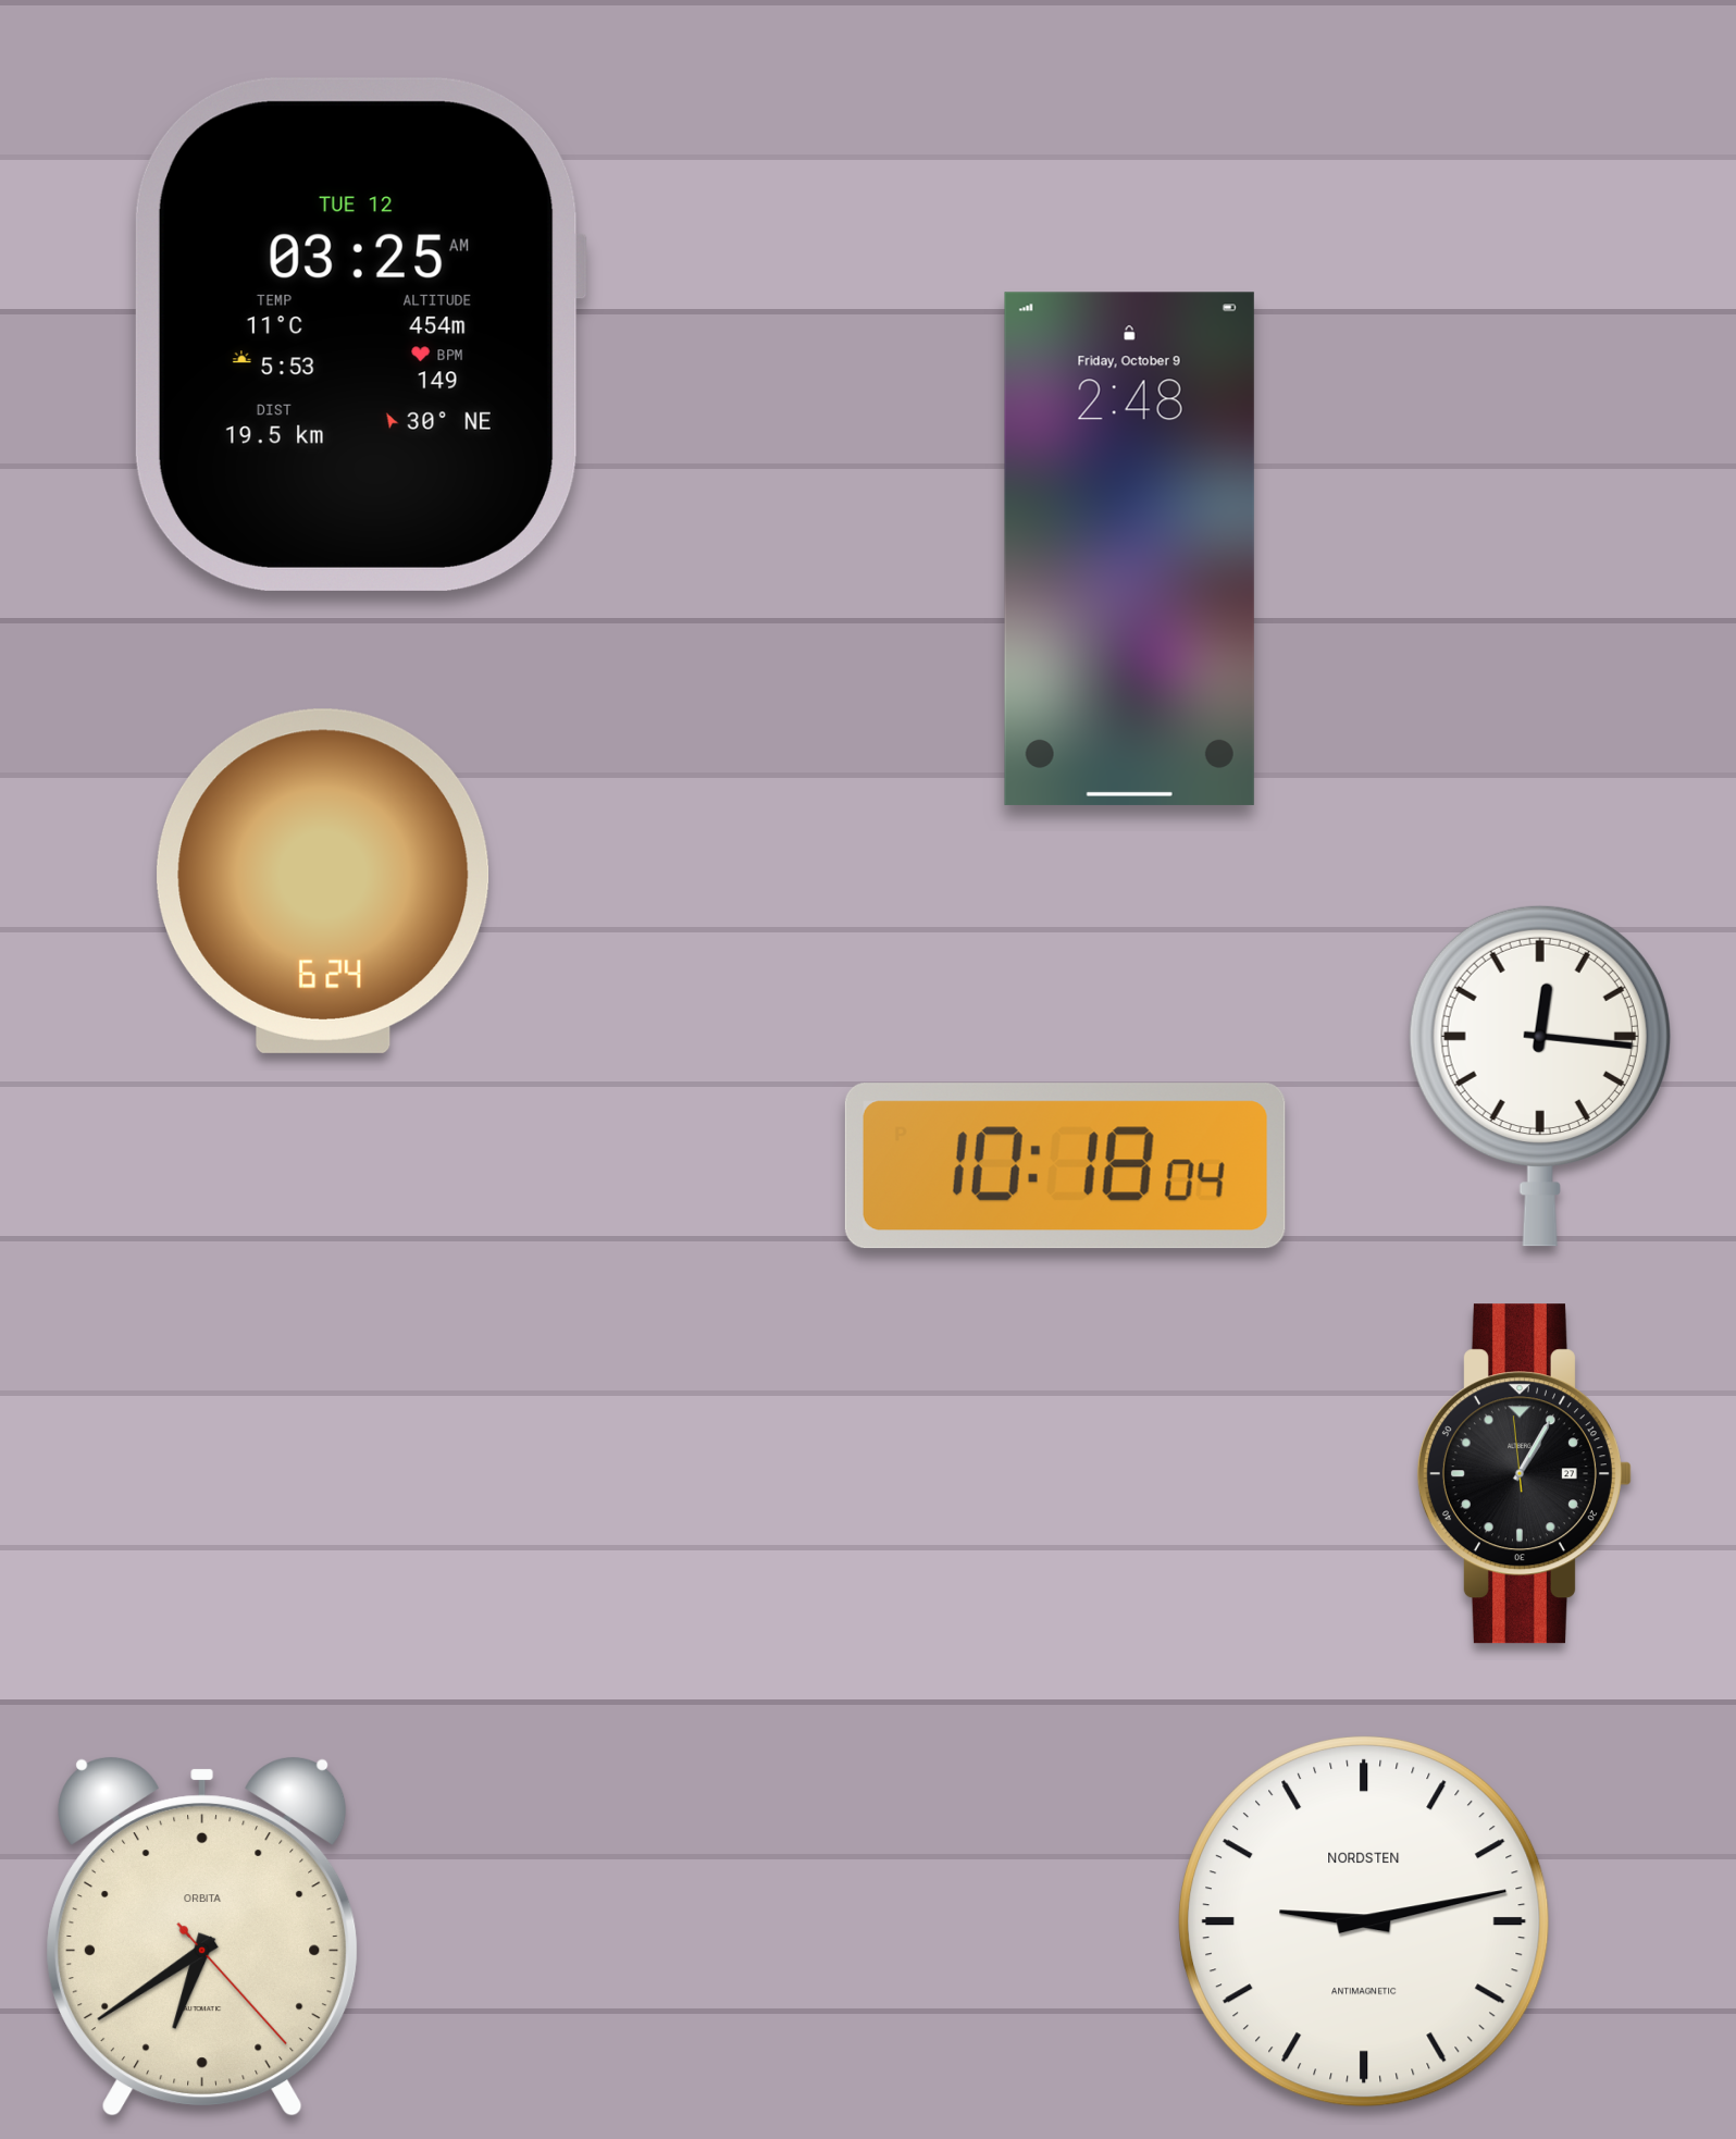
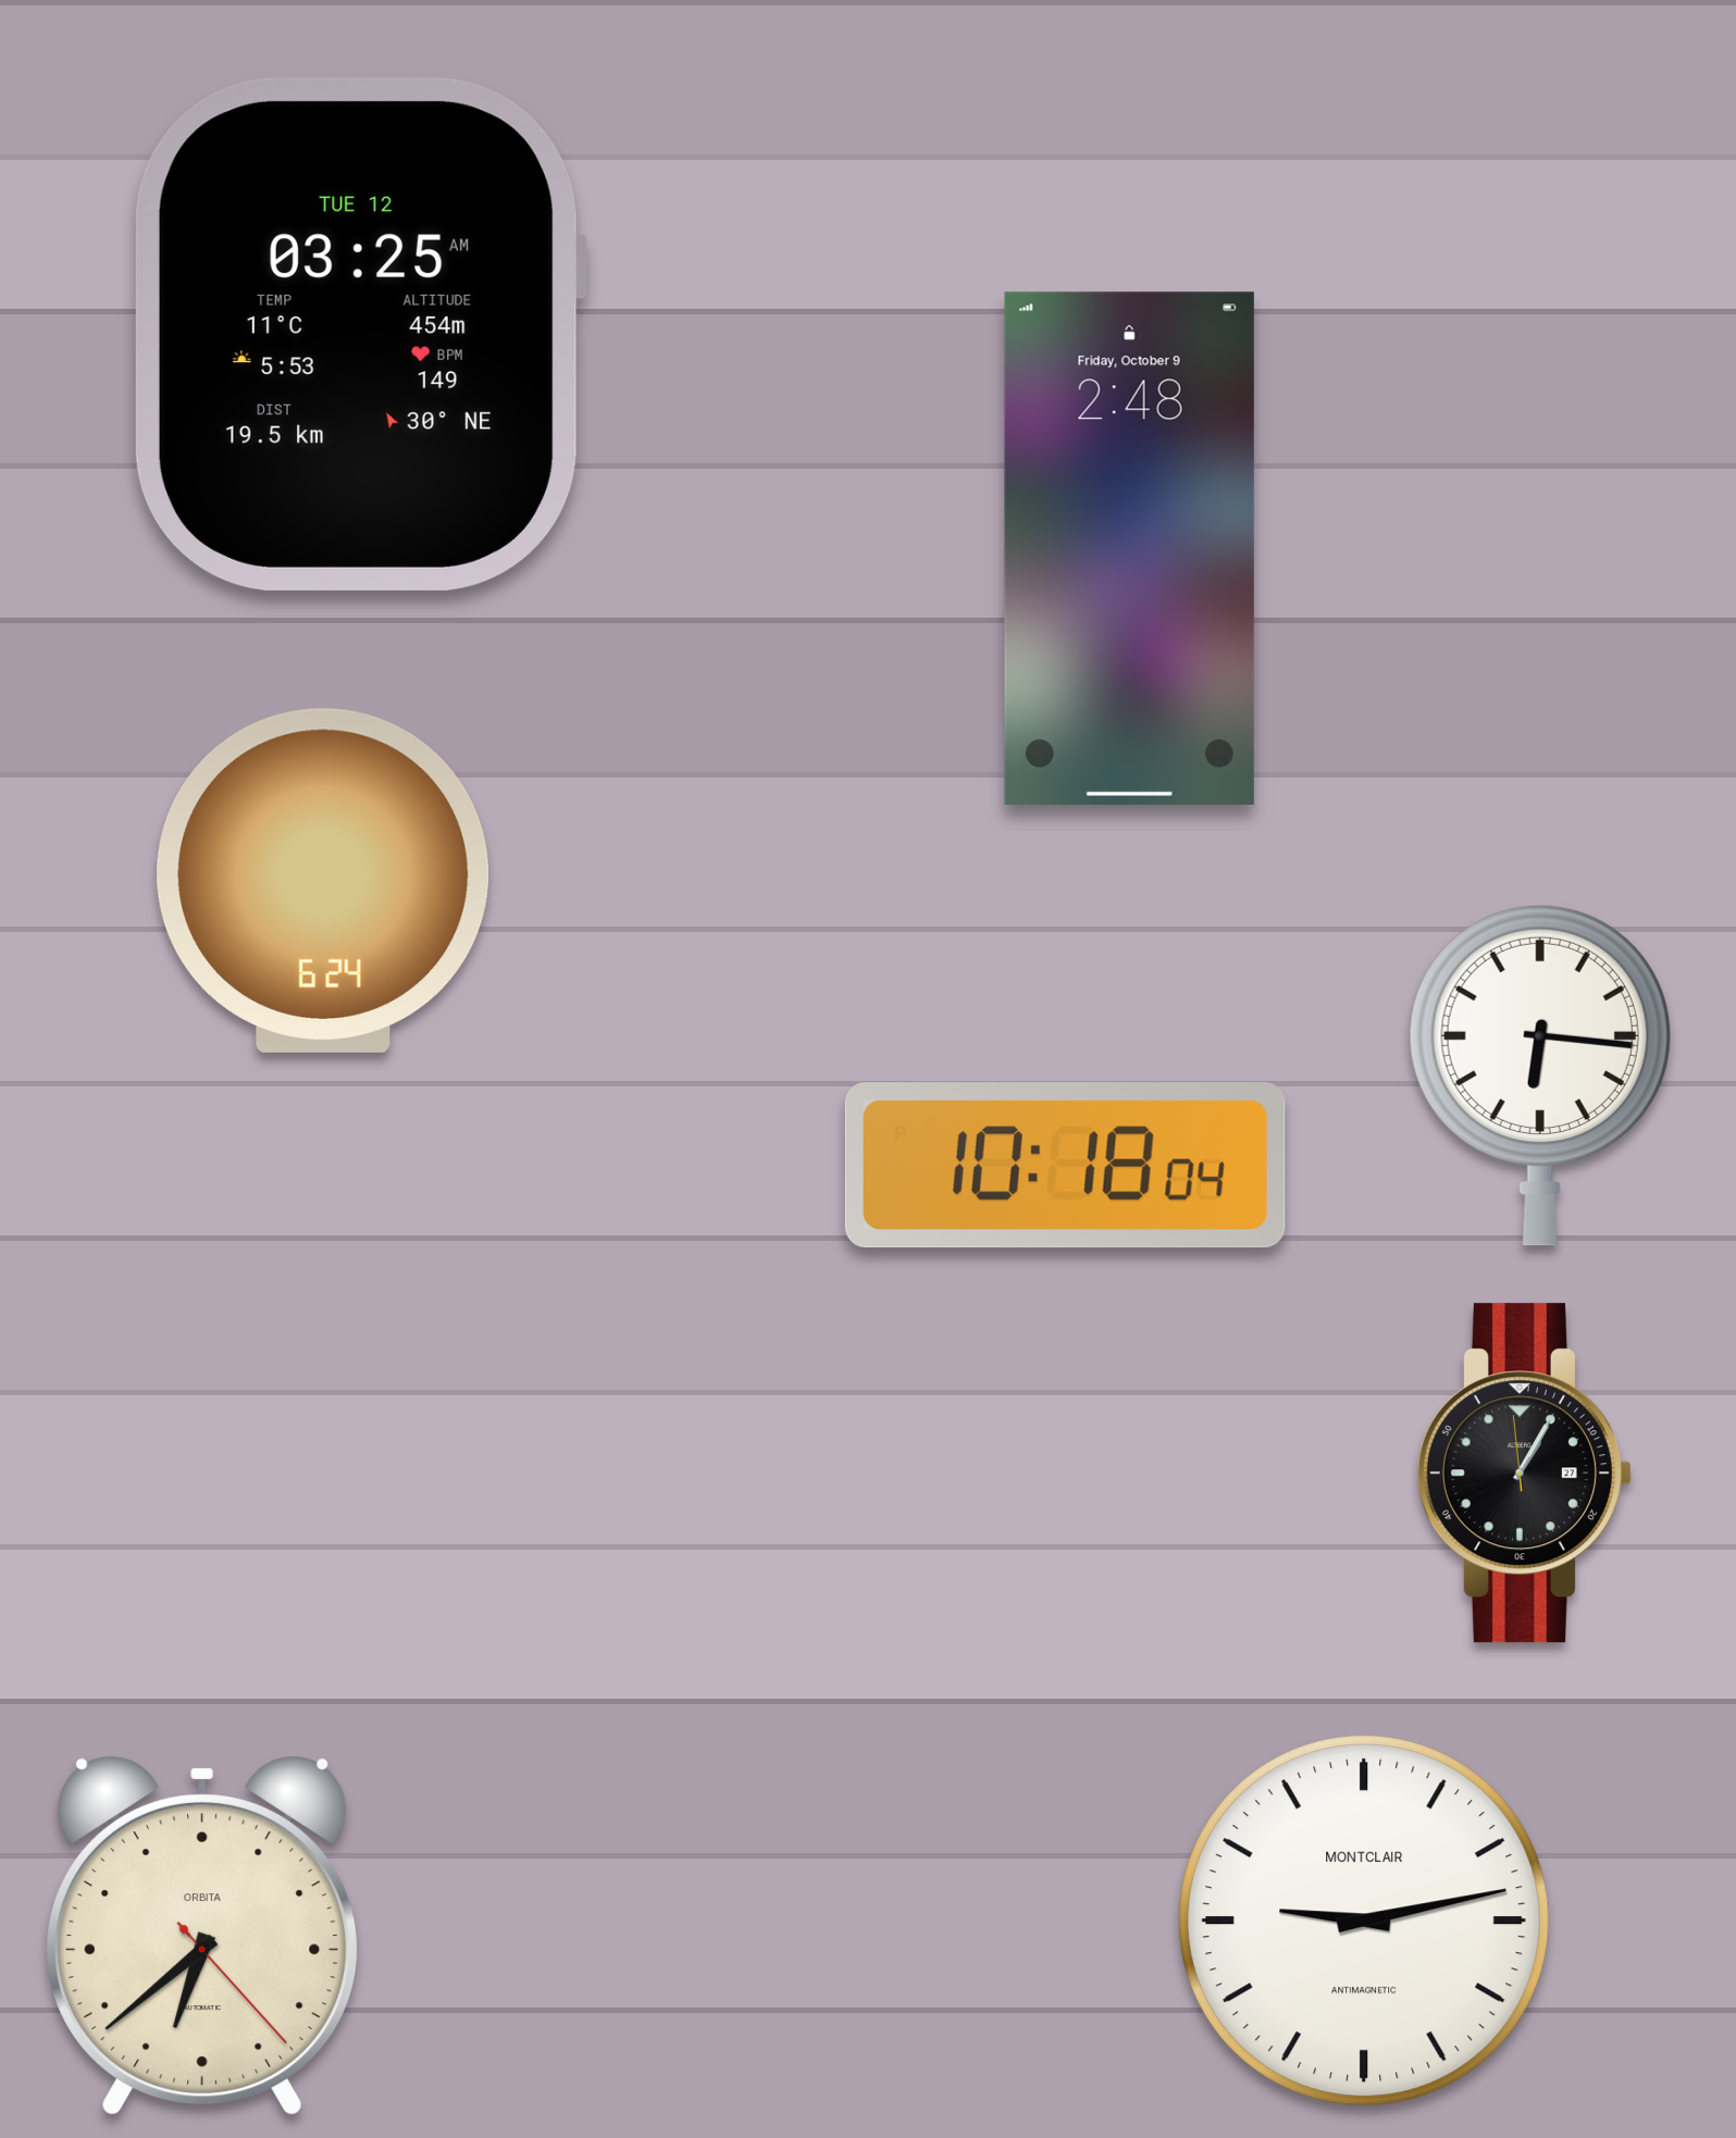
clock at (1540, 1076): 12:16 -> 6:16
clock at (1365, 1922) brand: NORDSTEN -> MONTCLAIR
clock at (202, 1937): 6:39 -> 6:38
